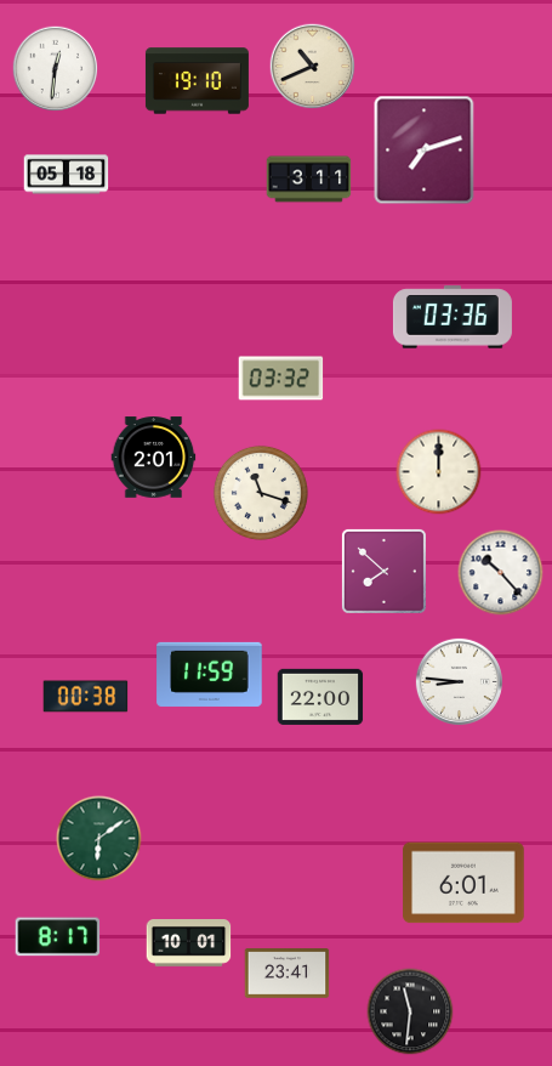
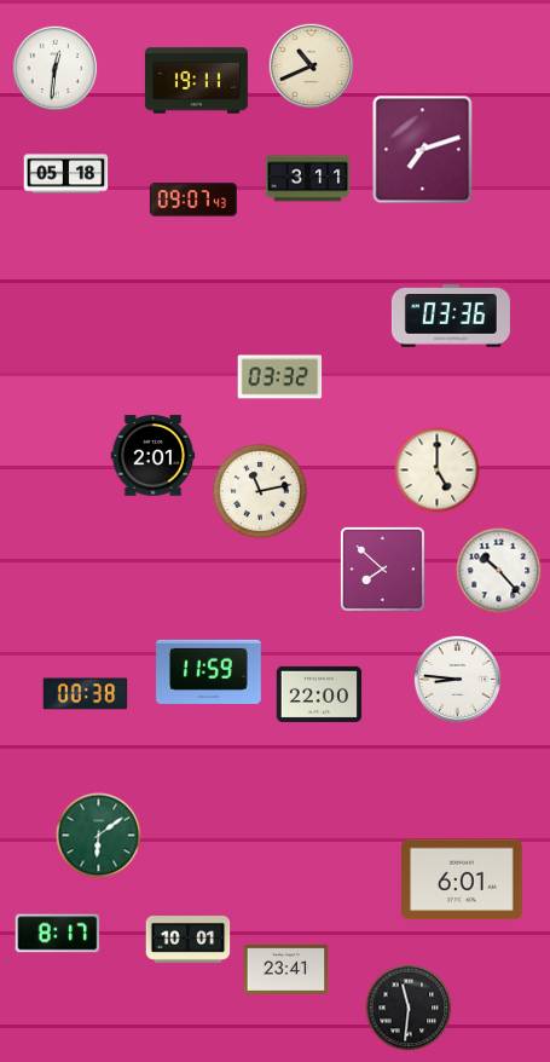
clock at (197, 81): 19:10 -> 19:11
clock at (193, 200): none -> 09:07
clock at (439, 472): 12:00 -> 5:00
clock at (261, 493): 11:18 -> 11:13
